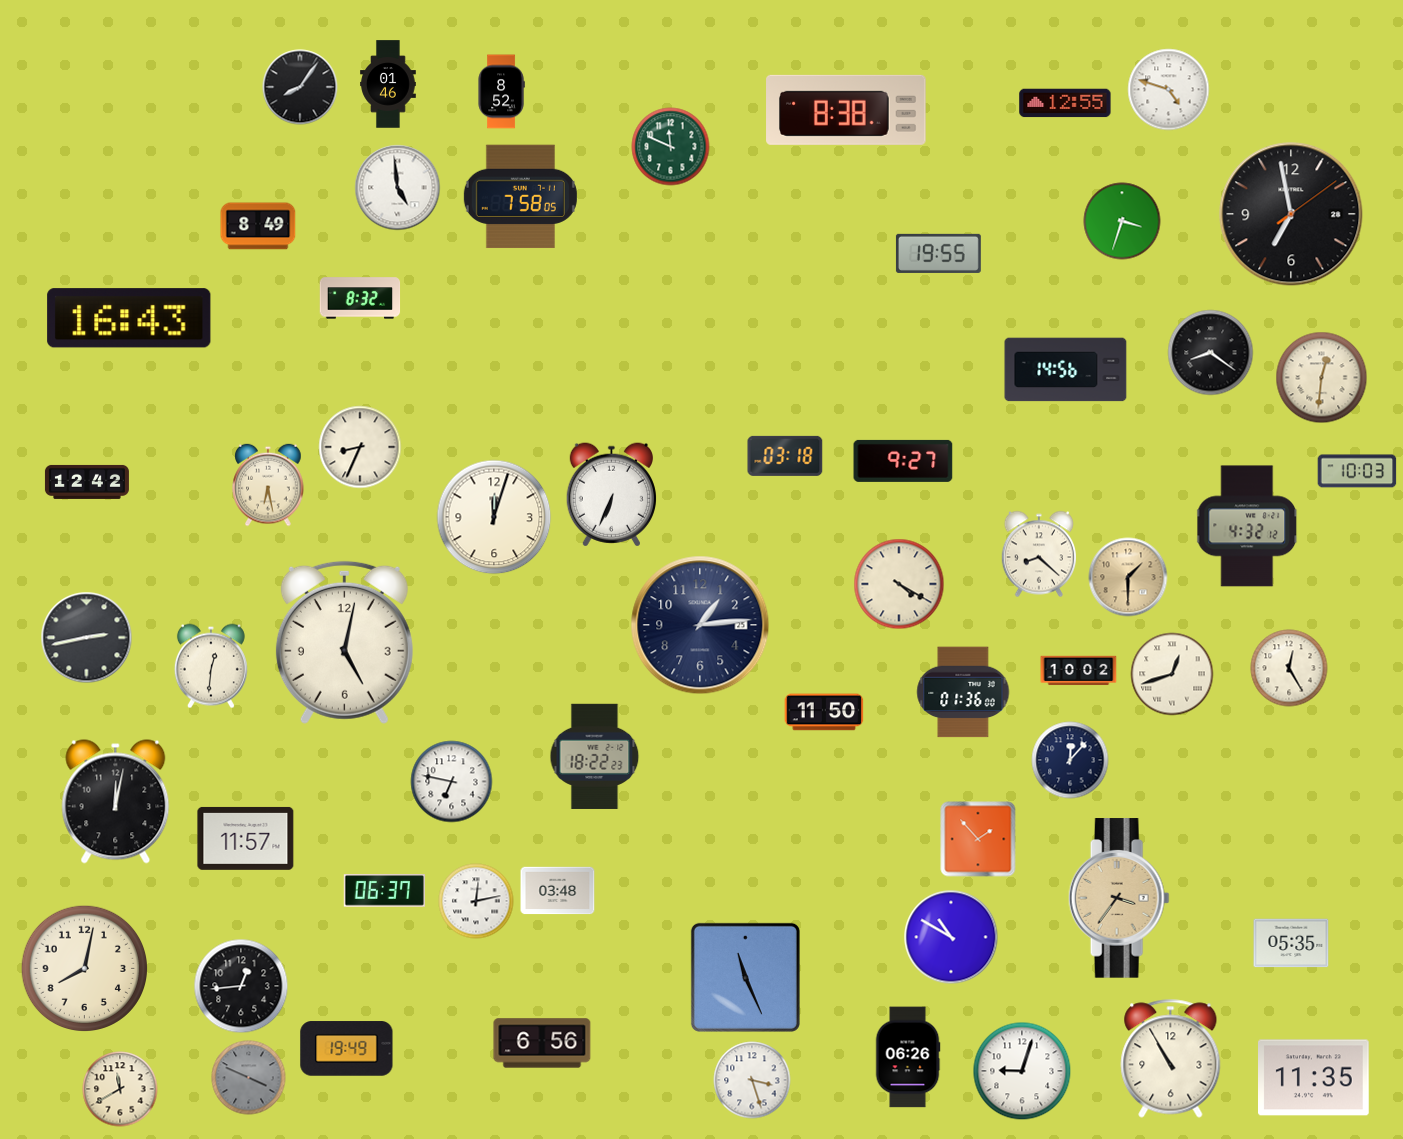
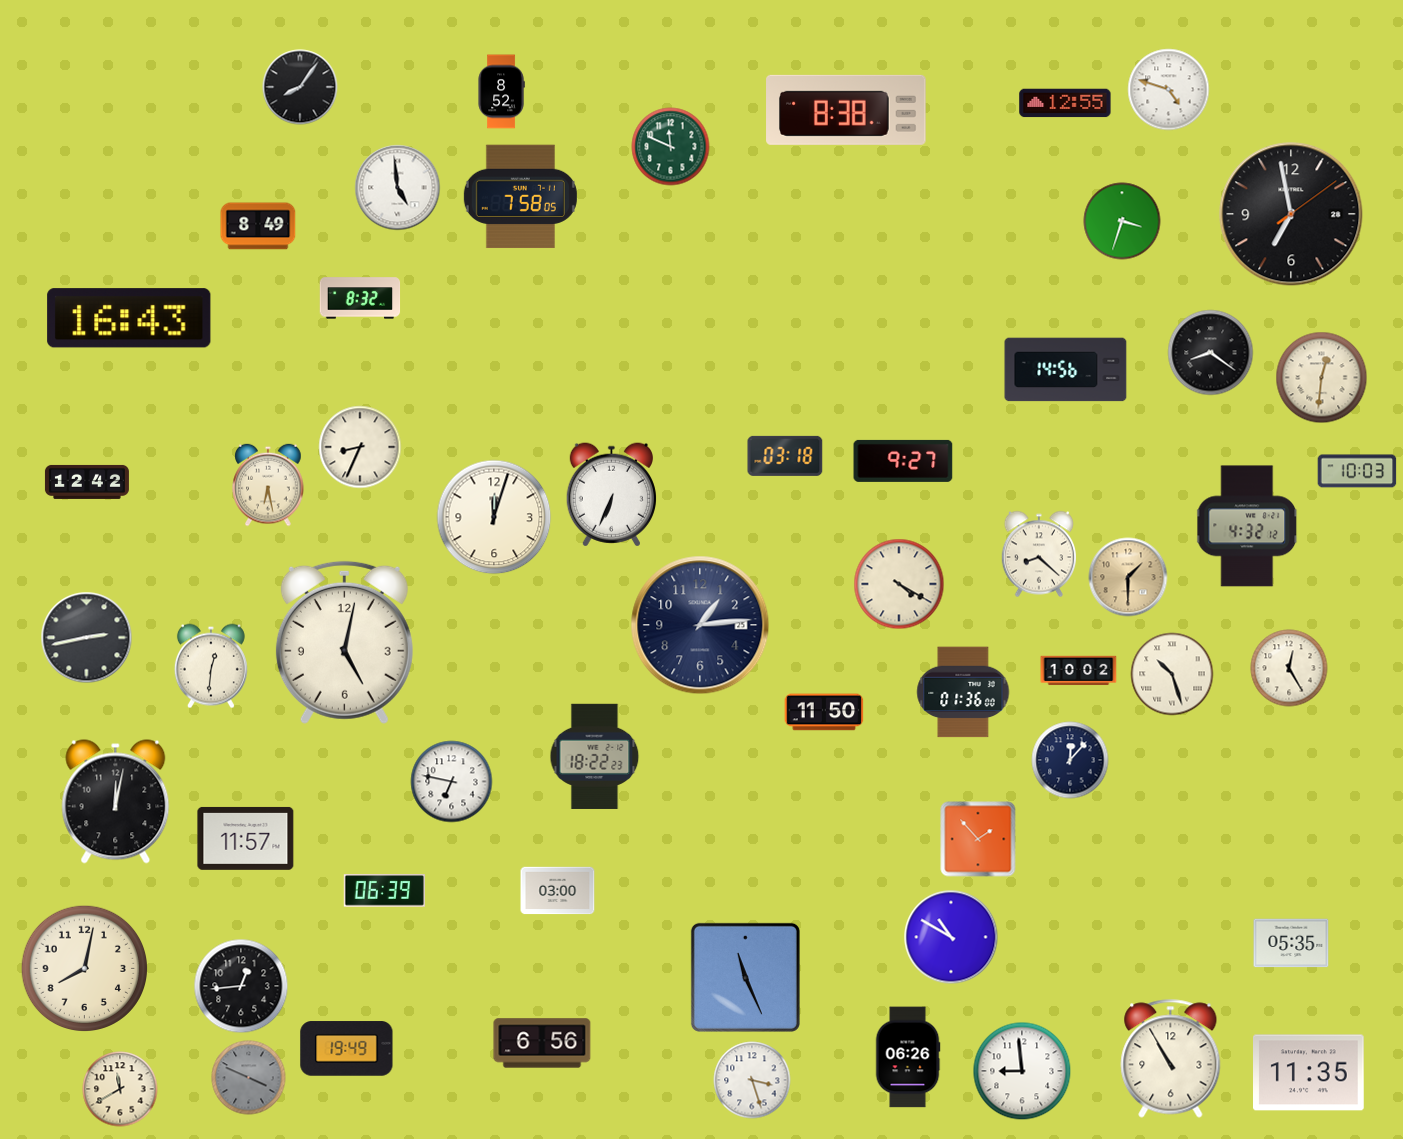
clock at (388, 84): 01:46 -> none
clock at (938, 253): 19:55 -> none
clock at (1172, 674): 12:42 -> 10:27
clock at (384, 891): 06:37 -> 06:39
clock at (558, 891): 03:48 -> 03:00
clock at (1119, 898): 3:36 -> none
clock at (476, 901): 12:13 -> none
clock at (1022, 1071): 9:03 -> 8:59
clock at (1314, 1078) position: (1314, 1078) -> (1309, 1073)
